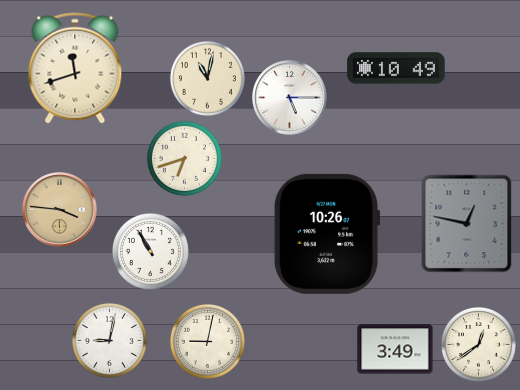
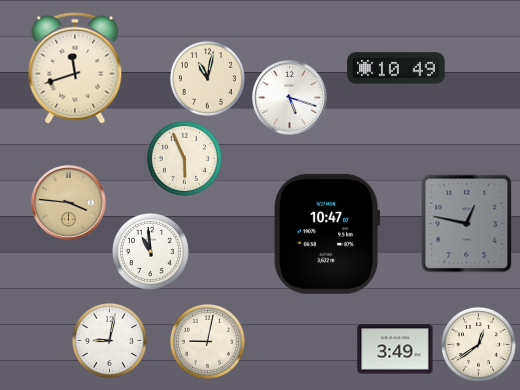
clock at (290, 98): 5:15 -> 5:18
clock at (184, 158): 6:42 -> 5:56
clock at (60, 210) position: (60, 210) -> (69, 203)
clock at (327, 234): 10:26 -> 10:47
clock at (150, 251): 10:55 -> 10:59
